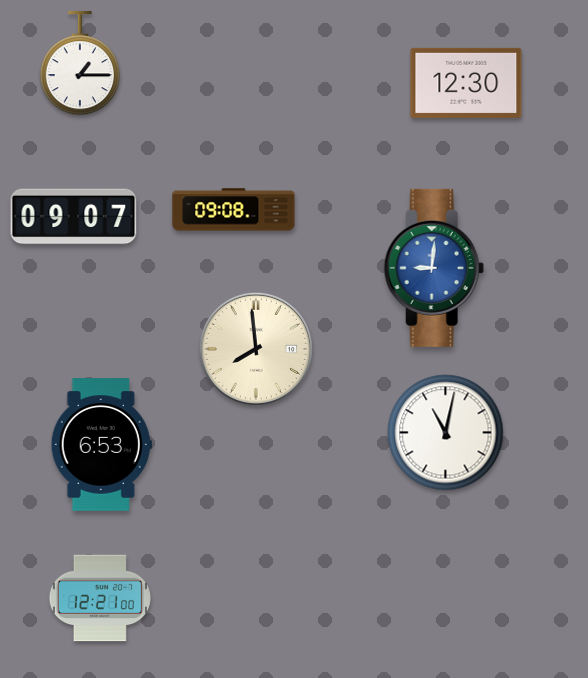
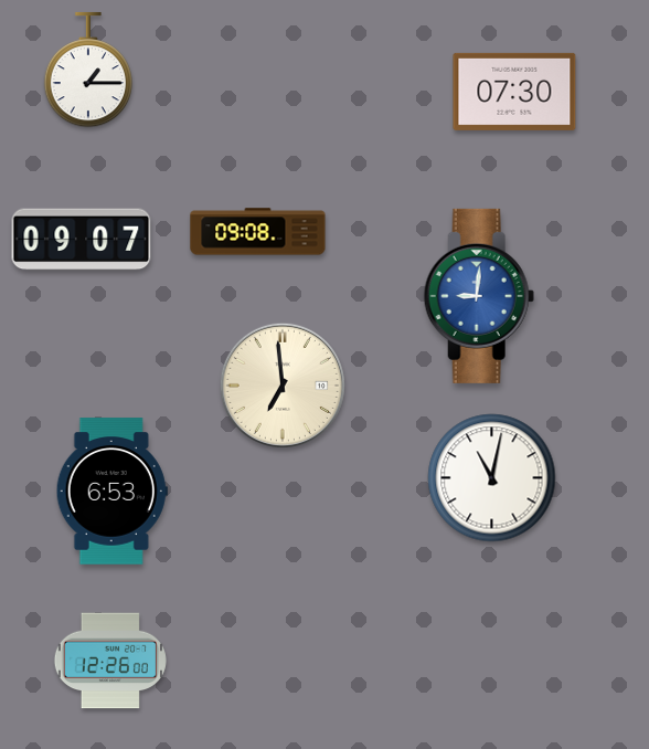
clock at (466, 83): 12:30 -> 07:30
clock at (256, 349): 7:59 -> 6:59
clock at (100, 598): 12:21 -> 12:26
